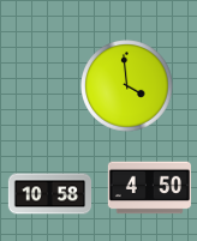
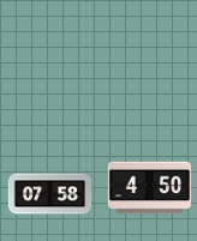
clock at (127, 86): 3:59 -> none
clock at (49, 194): 10:58 -> 07:58
